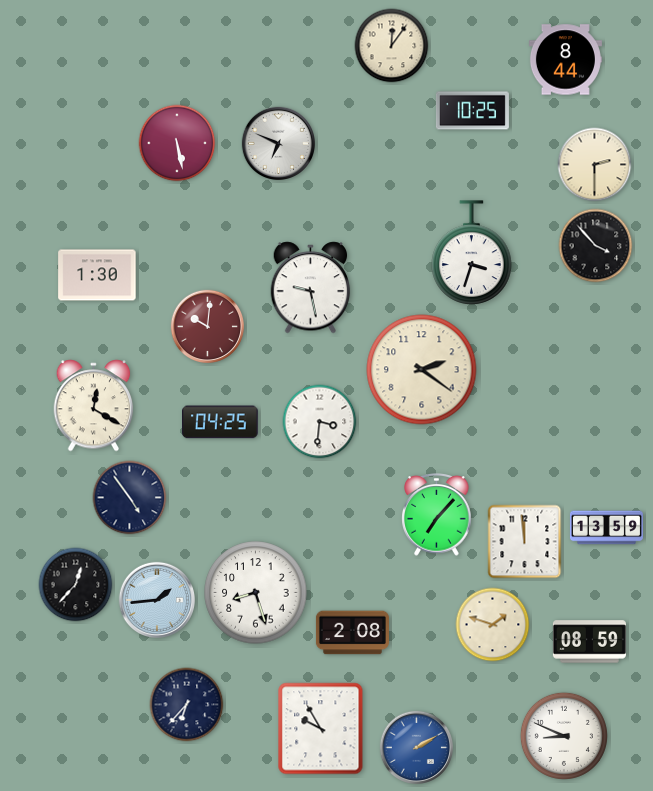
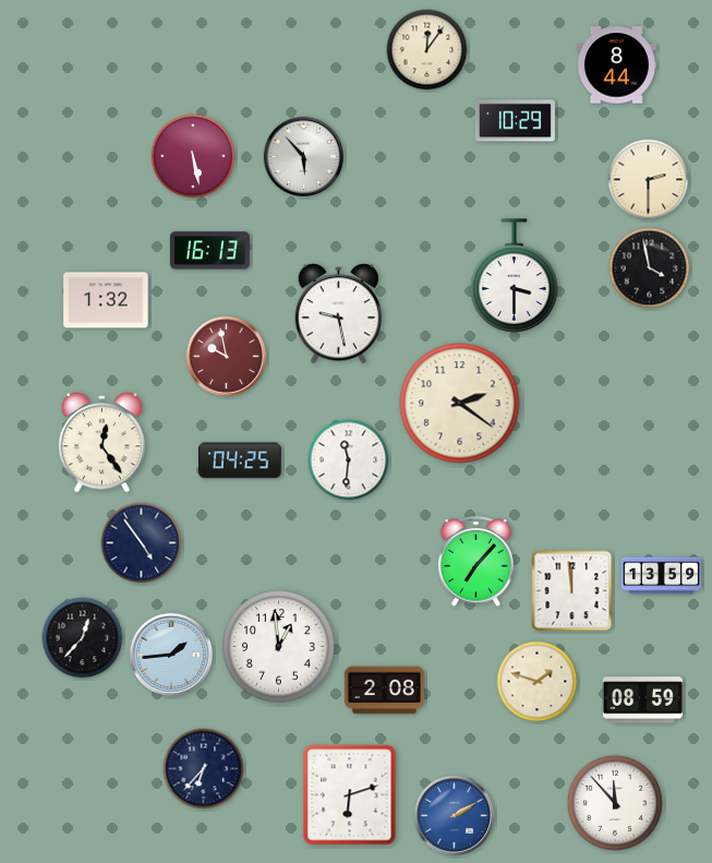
clock at (472, 111): 10:25 -> 10:29
clock at (278, 143): 6:49 -> 5:53
clock at (209, 251): none -> 16:13
clock at (596, 246): 3:53 -> 3:58
clock at (472, 253): 3:33 -> 3:30
clock at (97, 275): 1:30 -> 1:32
clock at (207, 326): 10:01 -> 9:58
clock at (94, 406): 12:20 -> 12:24
clock at (320, 422): 3:31 -> 11:31
clock at (256, 593): 8:27 -> 12:59
clock at (321, 729): 9:55 -> 6:12
clock at (564, 736): 8:49 -> 11:53
